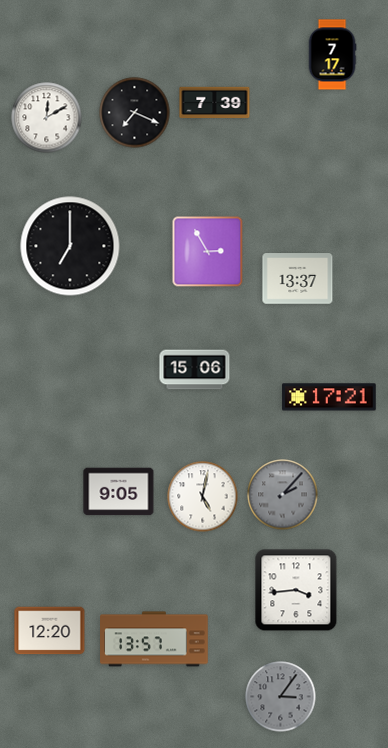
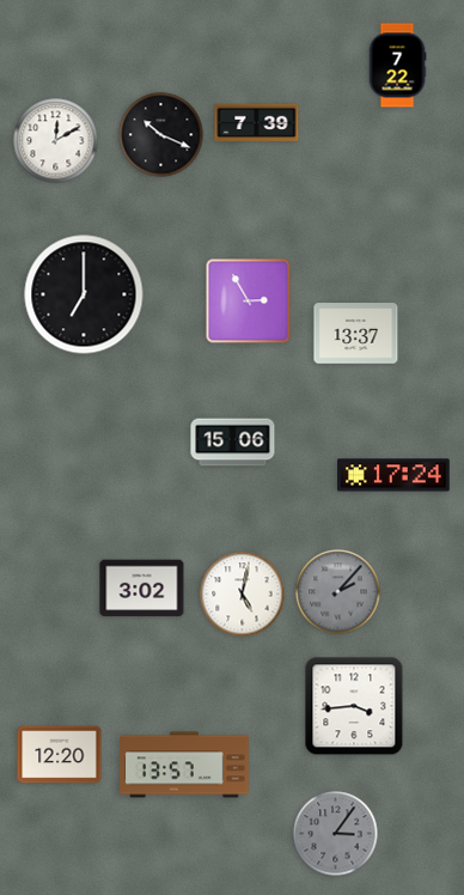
clock at (332, 55): 7:17 -> 7:22
clock at (135, 113): 7:19 -> 10:19
clock at (329, 397): 17:21 -> 17:24
clock at (119, 492): 9:05 -> 3:02
